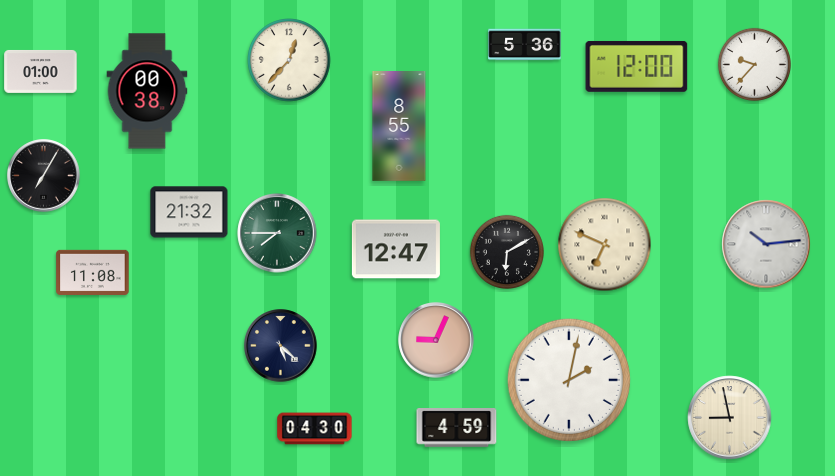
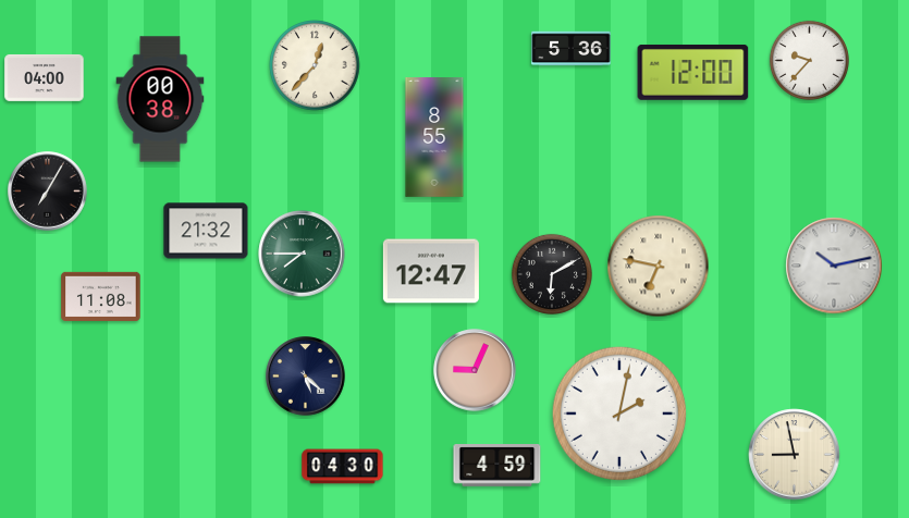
clock at (754, 64) position: (754, 64) -> (809, 60)
clock at (41, 71): 01:00 -> 04:00
clock at (766, 244): 10:14 -> 10:13
clock at (605, 245): 6:49 -> 6:47
